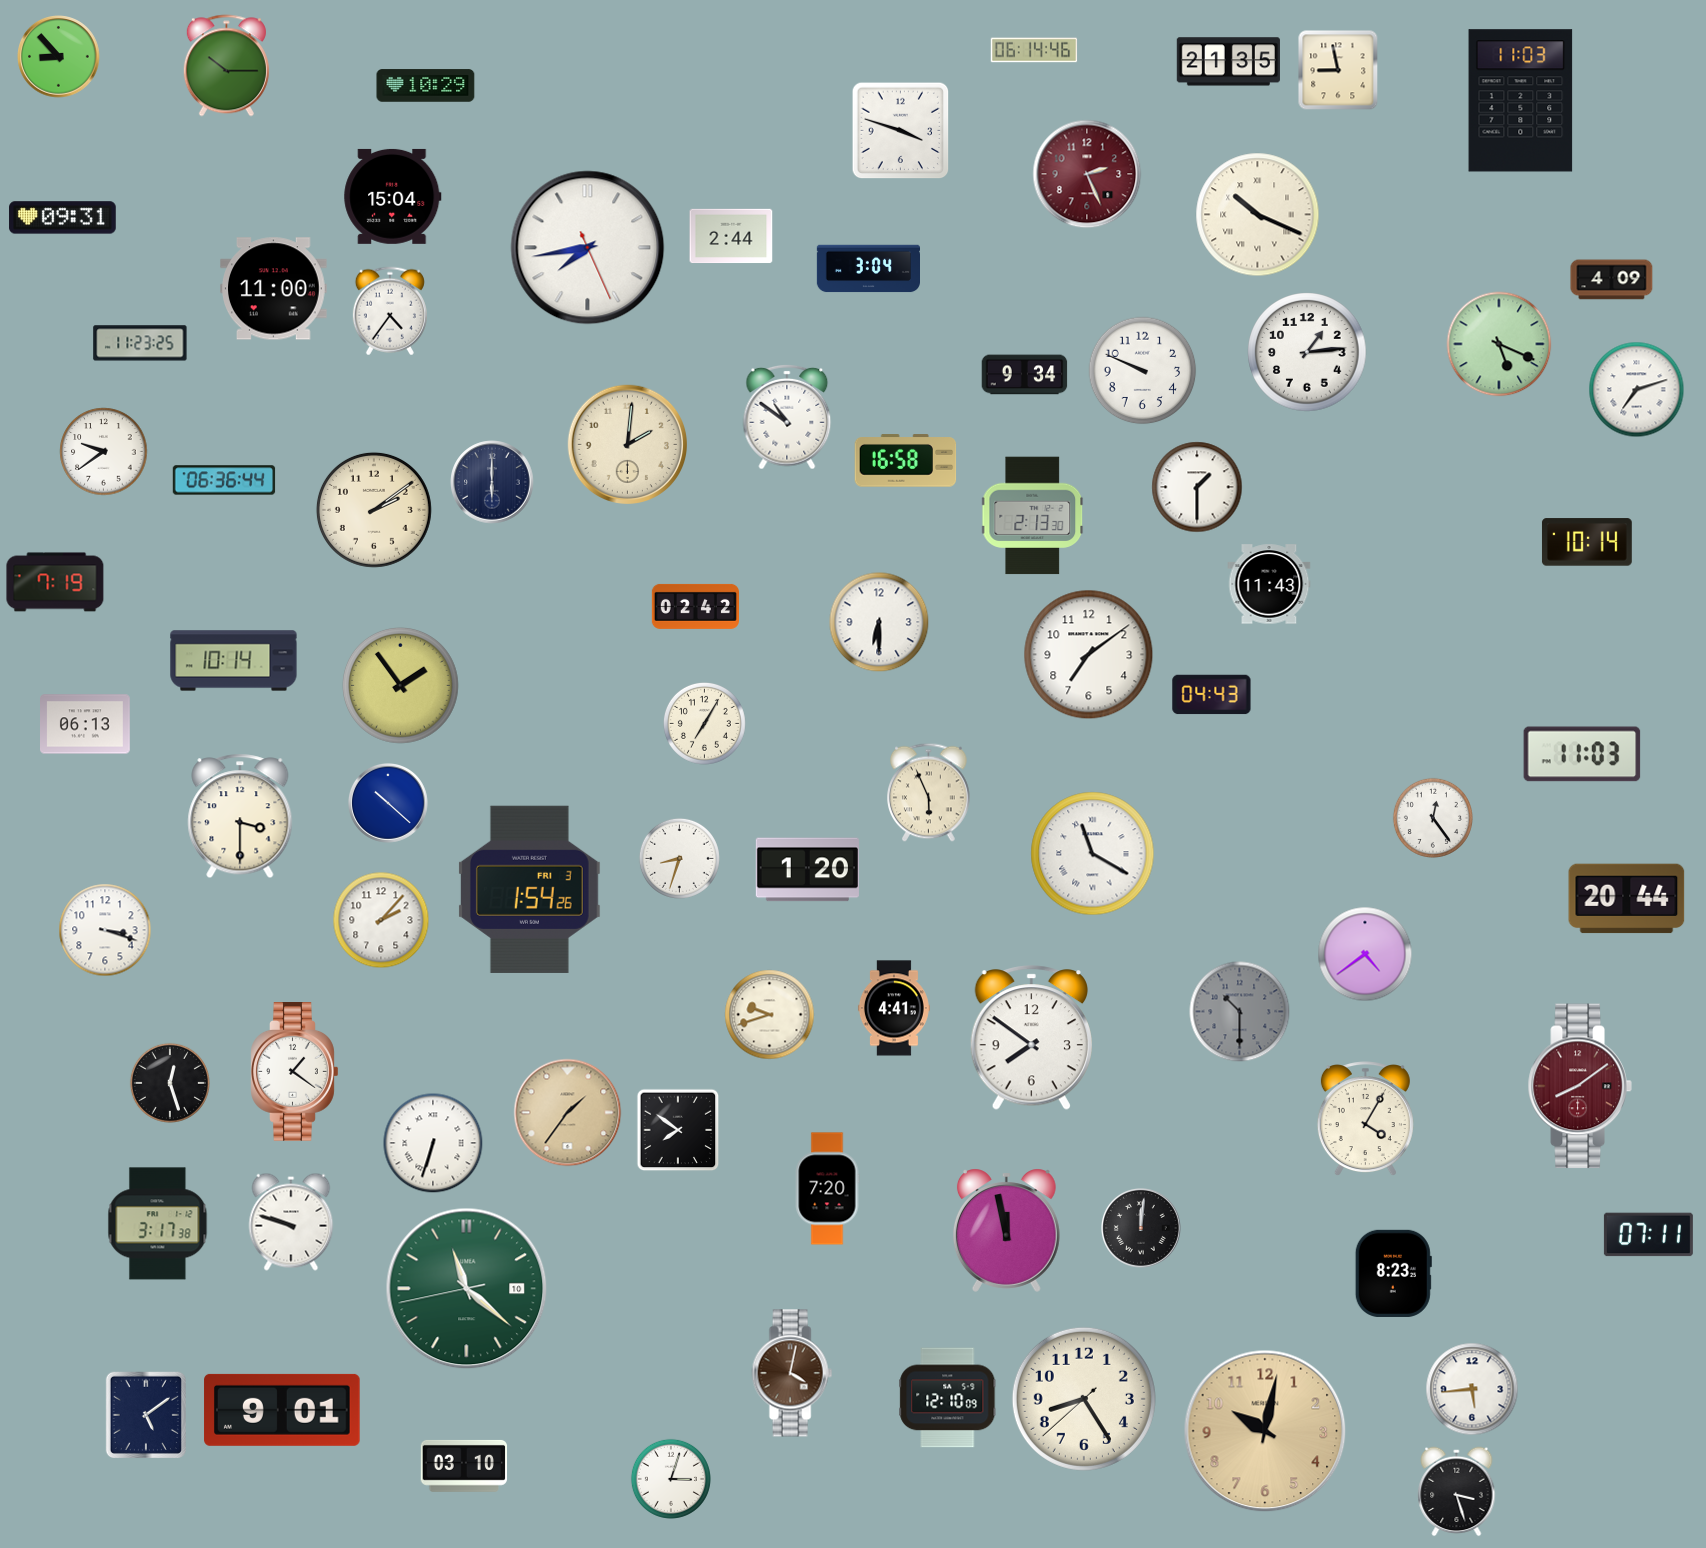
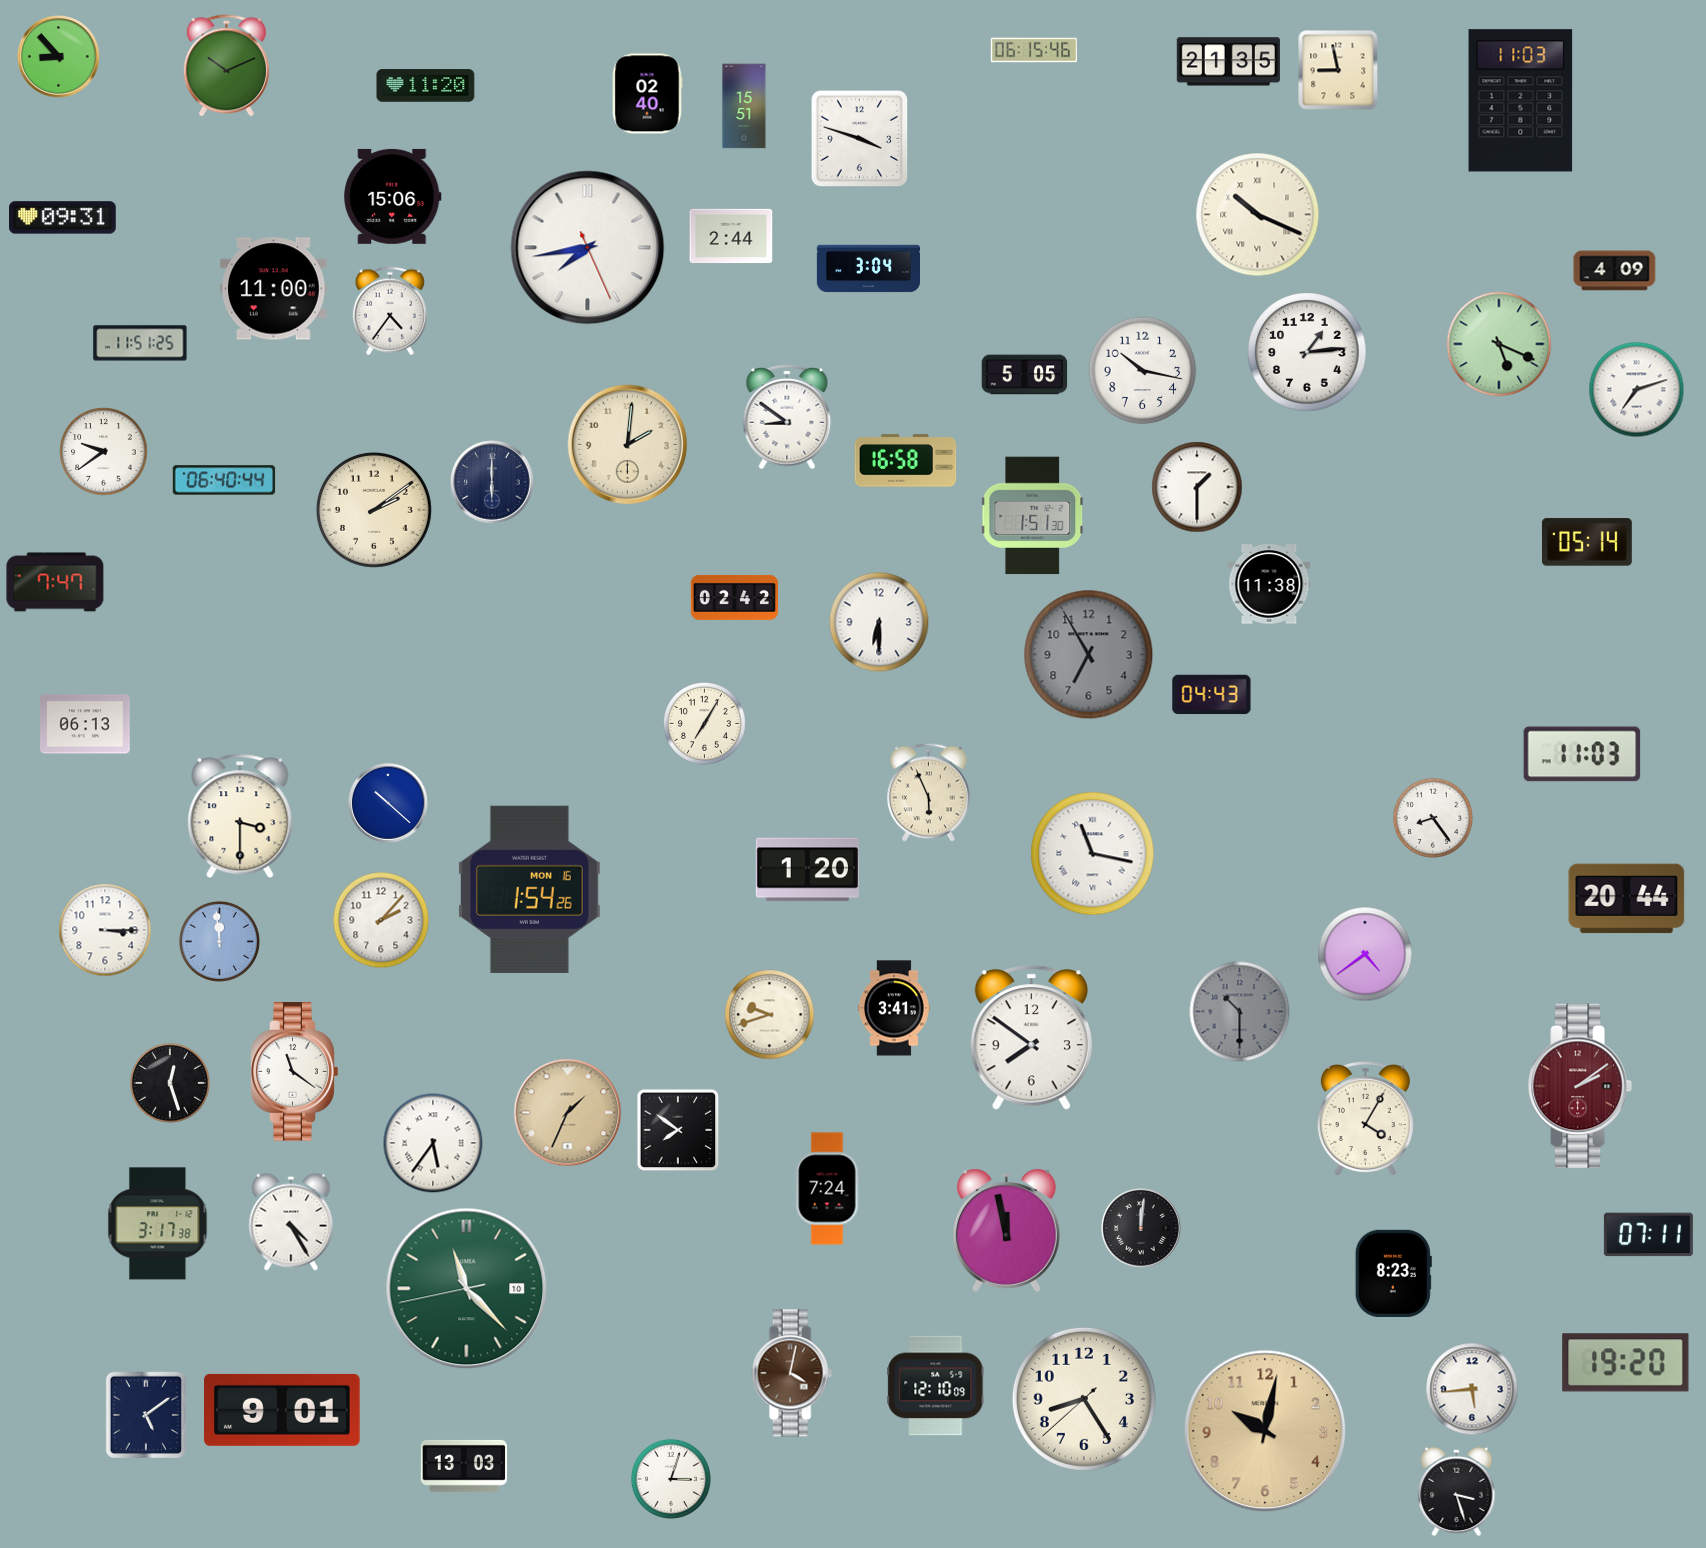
clock at (1034, 50): 06:14 -> 06:15
clock at (226, 66): 10:15 -> 10:11
clock at (426, 86): 10:29 -> 11:20
clock at (648, 94): none -> 02:40
clock at (744, 106): none -> 15:51
clock at (901, 131) position: (901, 131) -> (860, 139)
clock at (1087, 174): 2:26 -> none
clock at (393, 196): 15:04 -> 15:06
clock at (1612, 280) position: (1612, 280) -> (1615, 271)
clock at (140, 343): 11:23 -> 11:51
clock at (1143, 371): 9:49 -> 10:17
clock at (1025, 375): 9:34 -> 5:05
clock at (787, 417): 10:51 -> 8:51
clock at (224, 480): 06:36 -> 06:40
clock at (1033, 516): 2:13 -> 1:51
clock at (1587, 542): 10:14 -> 05:14
clock at (55, 582): 7:19 -> 7:47
clock at (1269, 584): 11:43 -> 11:38
clock at (695, 606) position: (695, 606) -> (734, 597)
clock at (1089, 655): 7:09 -> 6:55
clock at (1089, 655) dial: white -> grey
clock at (234, 661): 10:14 -> none
clock at (400, 685): 1:54 -> none
clock at (1433, 818): 12:24 -> 8:24
clock at (1093, 854): 11:20 -> 11:17
clock at (679, 858): 8:33 -> none
clock at (529, 889) date: FRI 3 -> MON 16
clock at (105, 930): 3:18 -> 3:15
clock at (219, 941): none -> 11:59
clock at (894, 1008): 4:41 -> 3:41
clock at (295, 1072): 1:21 -> 11:21
clock at (1580, 1086): 8:09 -> 2:09
clock at (568, 1113): 1:36 -> 1:34
clock at (433, 1143): 6:33 -> 5:36
clock at (827, 1189): 7:20 -> 7:24
clock at (291, 1222): 9:48 -> 4:25
clock at (467, 1289): 11:21 -> 11:22
clock at (1626, 1363): none -> 19:20
clock at (948, 1398) position: (948, 1398) -> (936, 1386)
clock at (463, 1466): 03:10 -> 13:03
